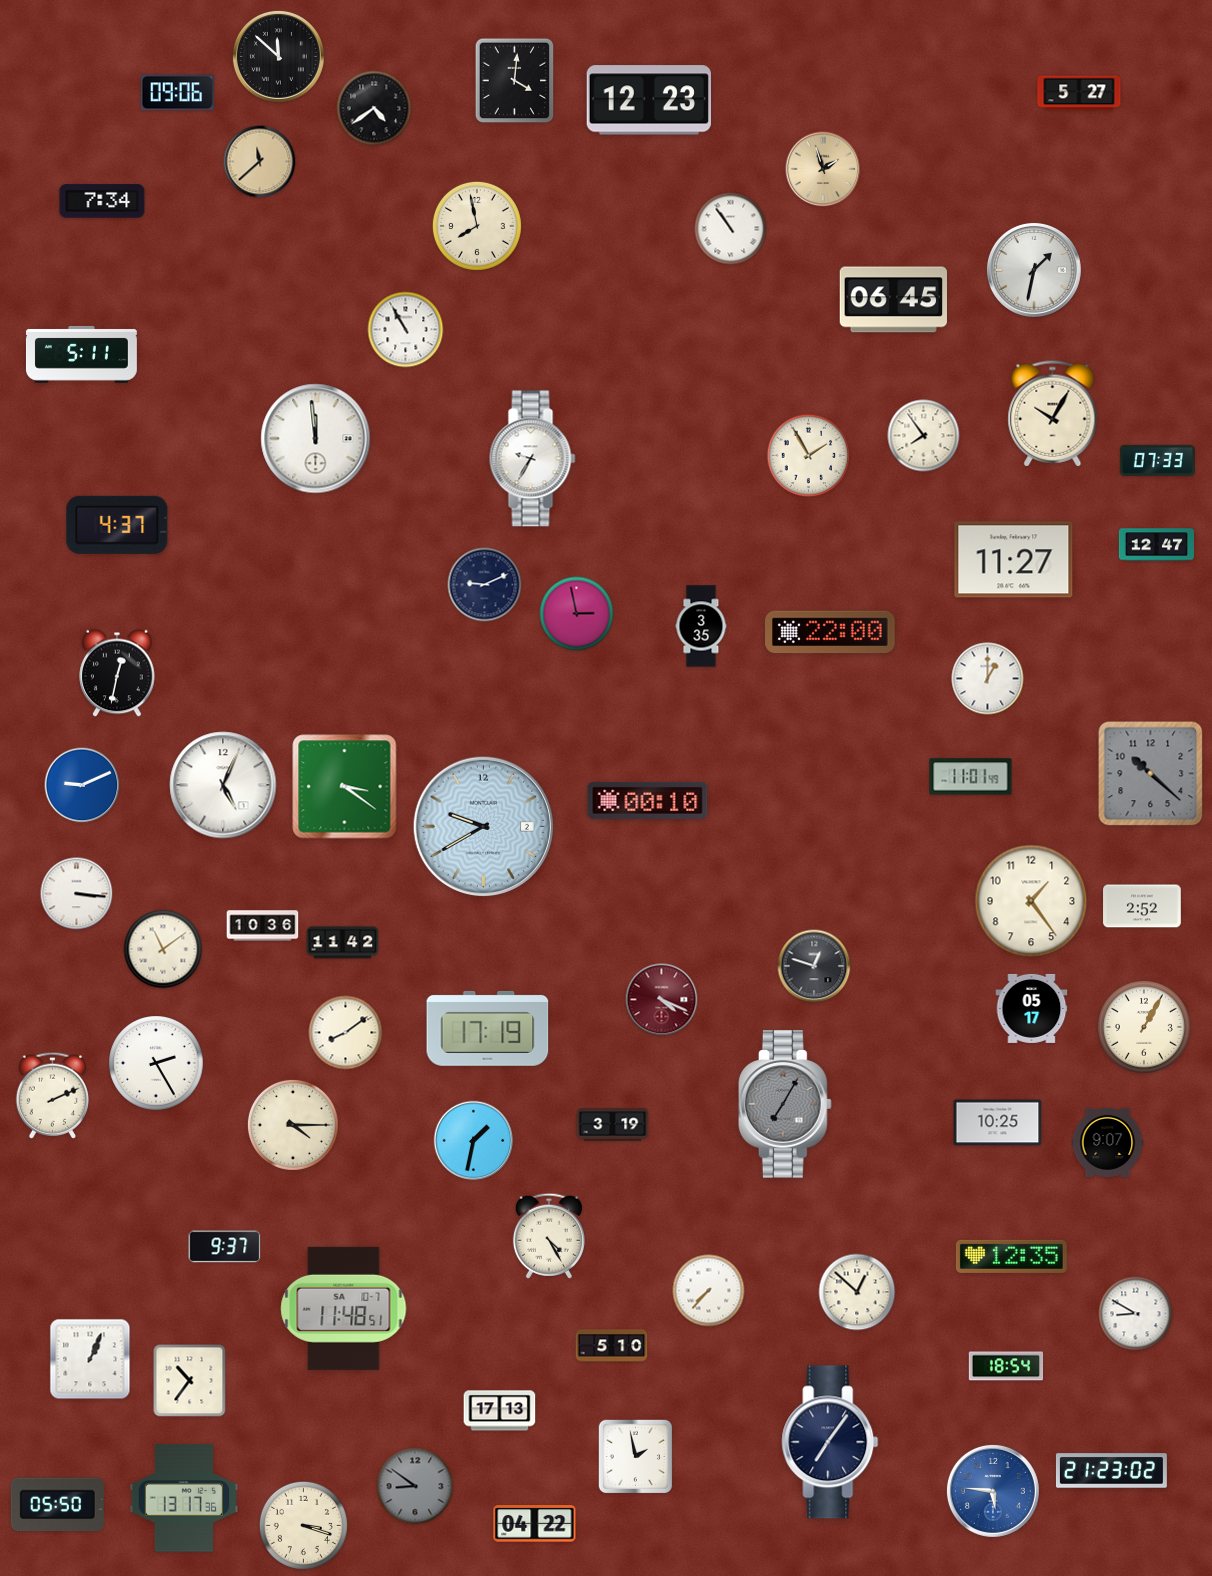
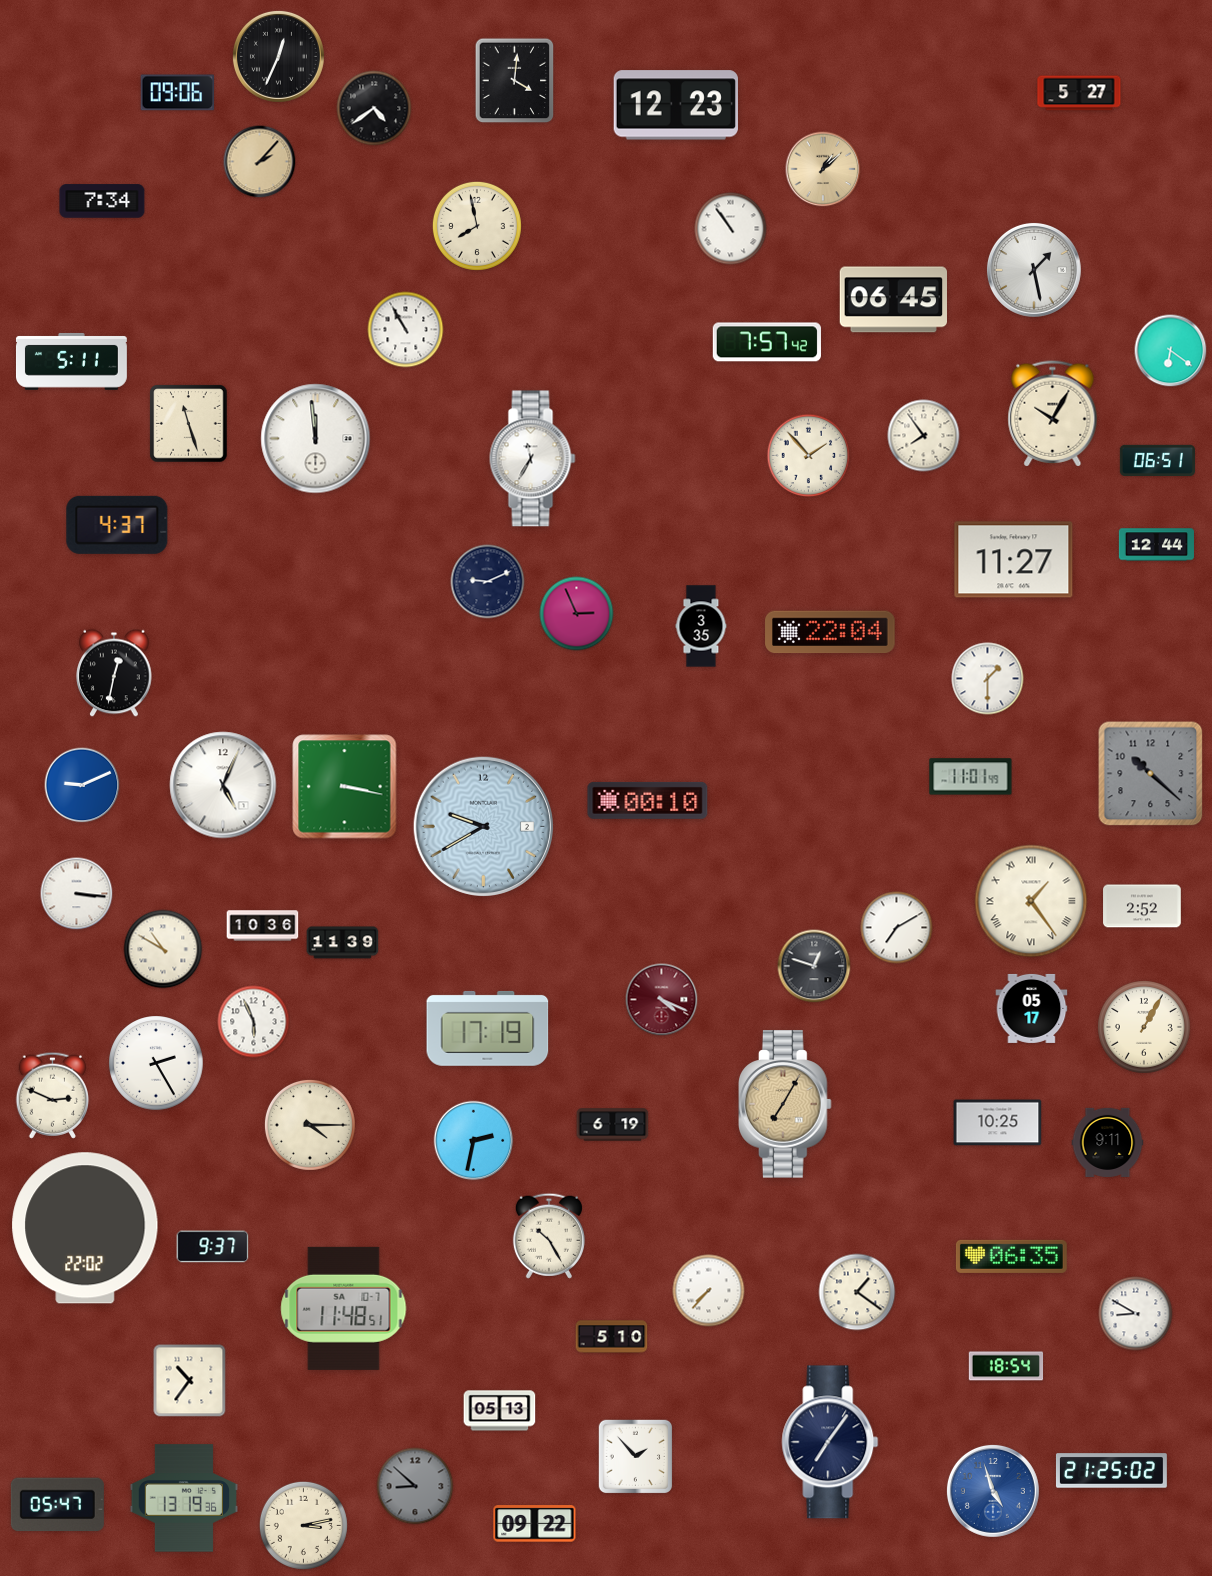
clock at (278, 56): 11:52 -> 12:34
clock at (649, 100) position: (649, 100) -> (676, 105)
clock at (260, 162): 11:38 -> 2:07
clock at (823, 169): 1:57 -> 1:08
clock at (1034, 270): 1:32 -> 1:28
clock at (767, 342): none -> 7:57
clock at (1171, 351): none -> 6:21
clock at (81, 355) position: (81, 355) -> (71, 362)
clock at (189, 424): none -> 11:27
clock at (809, 456): 1:55 -> 1:53
clock at (533, 459): 9:35 -> 11:35
clock at (1157, 460): 07:33 -> 06:51
clock at (1156, 545): 12:47 -> 12:44
clock at (485, 585) position: (485, 585) -> (488, 582)
clock at (577, 614): 2:58 -> 2:56
clock at (830, 632): 22:00 -> 22:04
clock at (117, 673) position: (117, 673) -> (114, 673)
clock at (988, 679): 1:00 -> 1:30
clock at (345, 787): 3:21 -> 3:17
clock at (1031, 901) numerals: Arabic -> Roman
clock at (897, 928): none -> 7:10
clock at (343, 943): 11:42 -> 11:39
clock at (163, 949): 11:09 -> 10:50
clock at (254, 1022): none -> 5:56
clock at (346, 1033): 8:09 -> none
clock at (52, 1095): 2:11 -> 2:49
clock at (786, 1104) dial: grey -> champagne
clock at (293, 1125) position: (293, 1125) -> (310, 1125)
clock at (613, 1125): 3:19 -> 6:19
clock at (474, 1141): 1:32 -> 2:32
clock at (1108, 1142): 9:07 -> 9:11
clock at (85, 1228): none -> 22:02
clock at (549, 1236): 4:25 -> 10:25
clock at (225, 1247) position: (225, 1247) -> (213, 1247)
clock at (1011, 1256): 12:35 -> 06:35
clock at (857, 1292): 12:52 -> 1:21
clock at (612, 1346) position: (612, 1346) -> (612, 1337)
clock at (90, 1359): 1:04 -> none
clock at (500, 1411): 17:13 -> 05:13
clock at (636, 1457): 1:58 -> 1:53
clock at (1111, 1471): 21:23 -> 21:25
clock at (415, 1486): 8:51 -> 8:52
clock at (993, 1491): 5:46 -> 4:57
clock at (184, 1498): 13:17 -> 13:19
clock at (57, 1505): 05:50 -> 05:47
clock at (535, 1524): 04:22 -> 09:22
clock at (303, 1525): 3:18 -> 3:13
